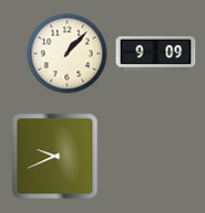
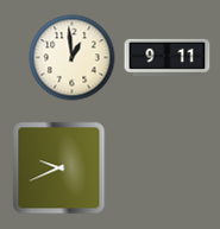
clock at (156, 53): 9:09 -> 9:11
clock at (68, 54): 1:07 -> 12:59
